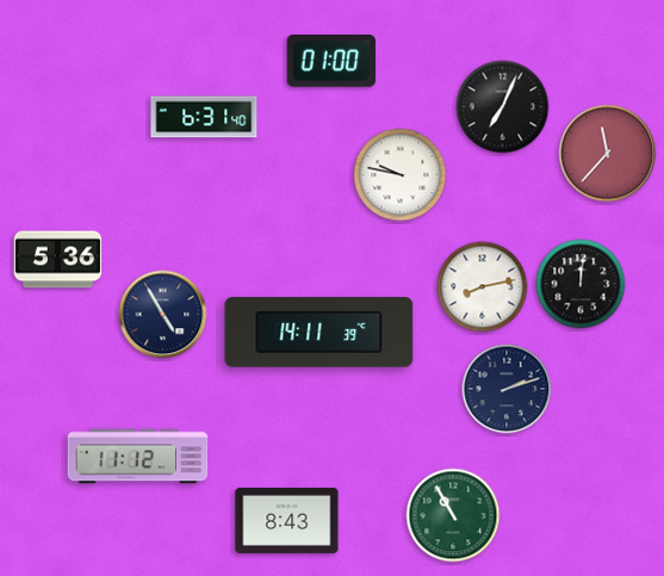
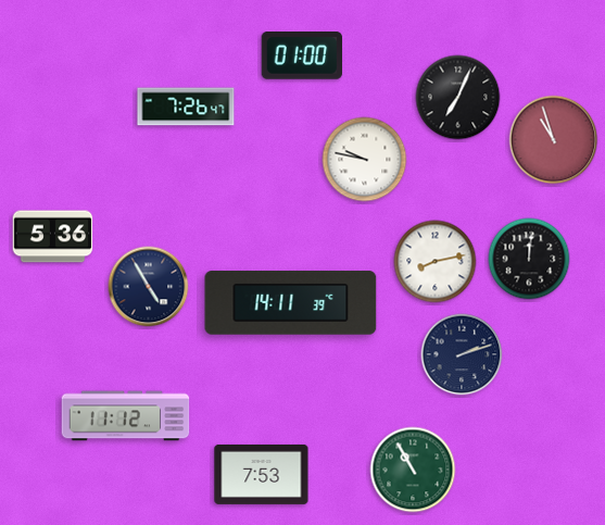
clock at (204, 117): 6:31 -> 7:26
clock at (608, 154): 11:37 -> 10:57
clock at (483, 287) position: (483, 287) -> (436, 262)
clock at (287, 520): 8:43 -> 7:53
